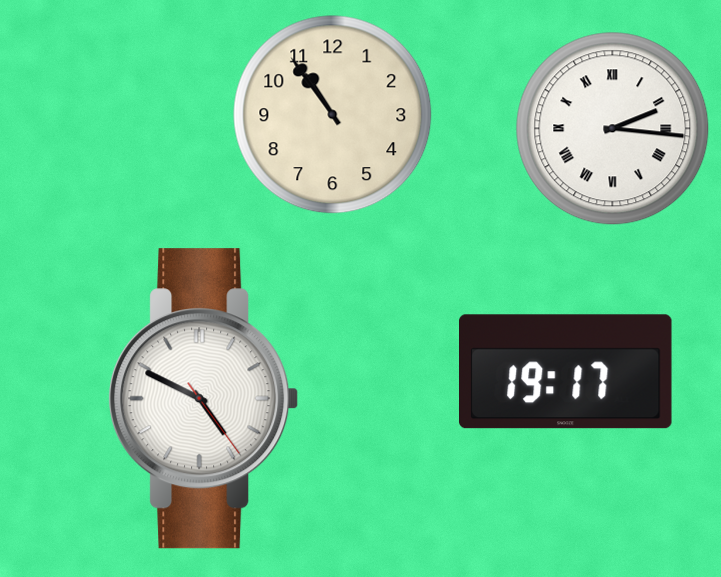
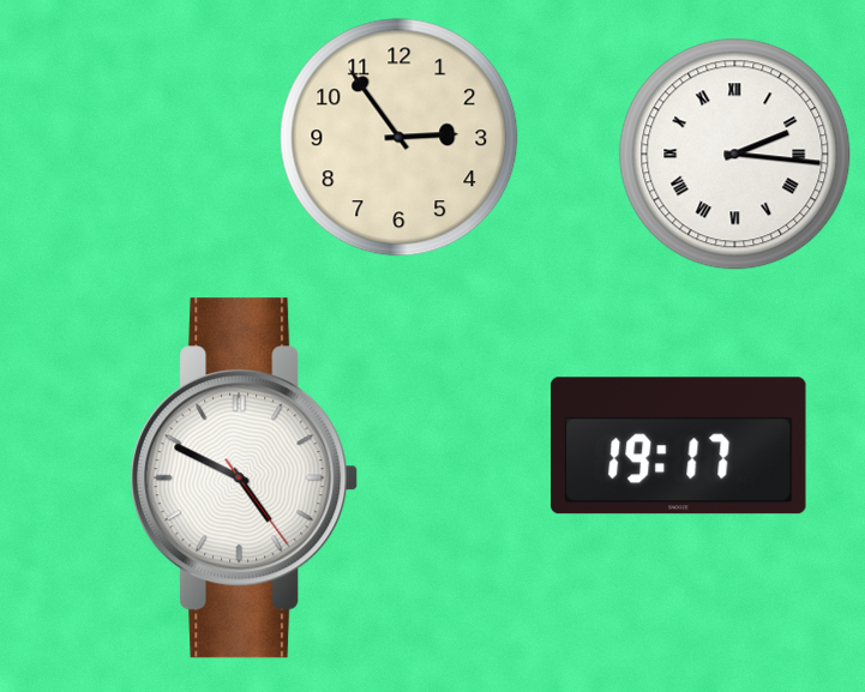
clock at (333, 115): 10:54 -> 2:54
